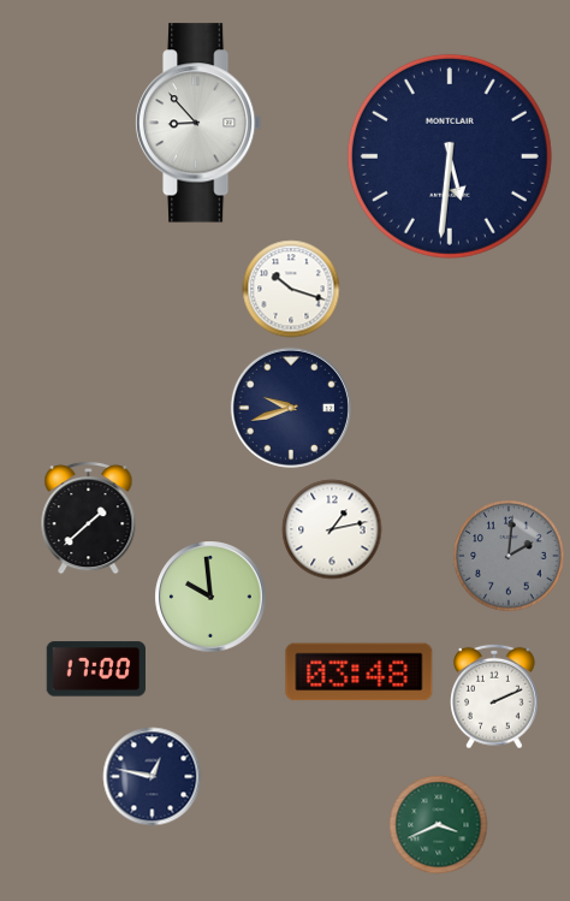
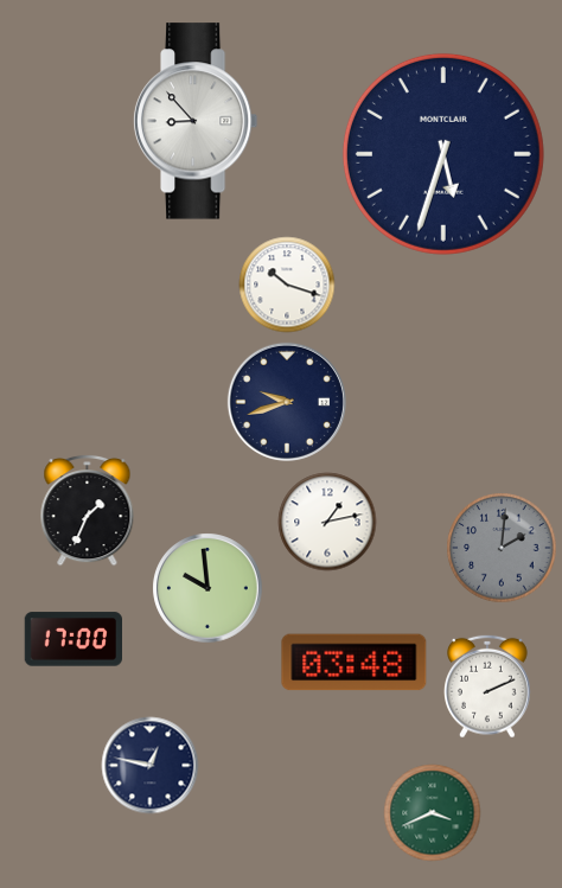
clock at (450, 156): 5:31 -> 5:33
clock at (89, 517): 1:38 -> 1:34
clock at (95, 669) position: (95, 669) -> (72, 639)
